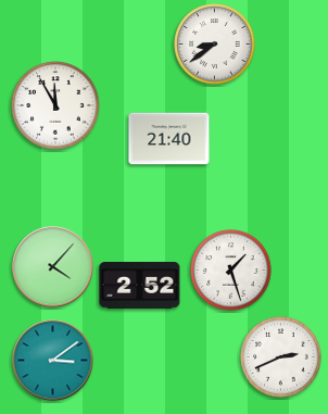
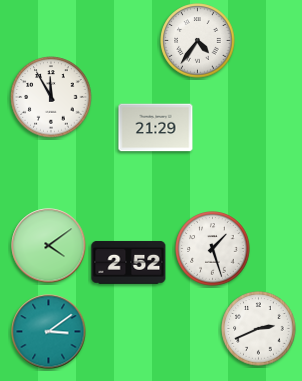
clock at (215, 45): 8:39 -> 4:36
clock at (169, 139): 21:40 -> 21:29
clock at (53, 267): 4:07 -> 4:09
